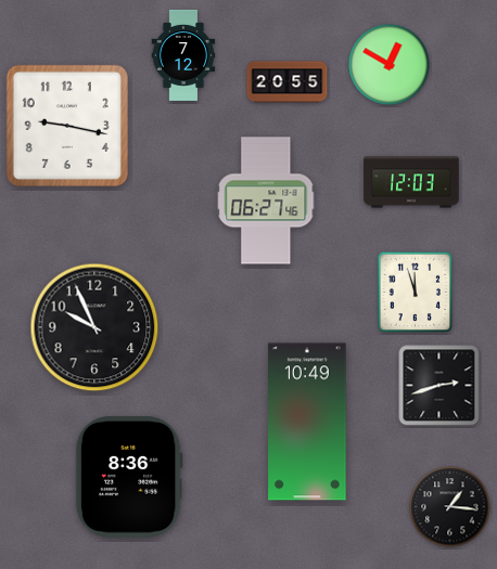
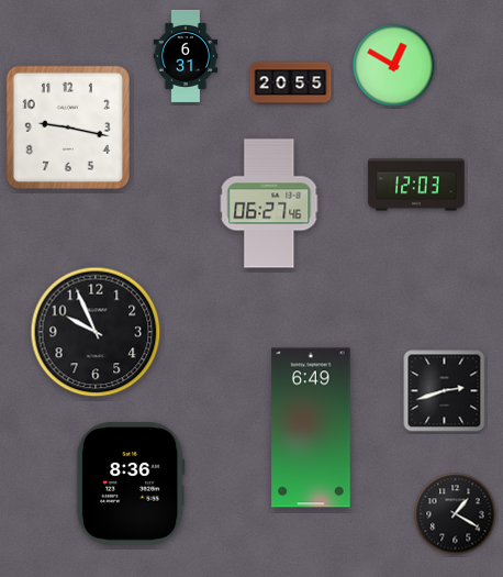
clock at (183, 55): 7:12 -> 6:31
clock at (416, 293): 11:57 -> none
clock at (307, 422): 10:49 -> 6:49
clock at (450, 507): 1:16 -> 1:20
